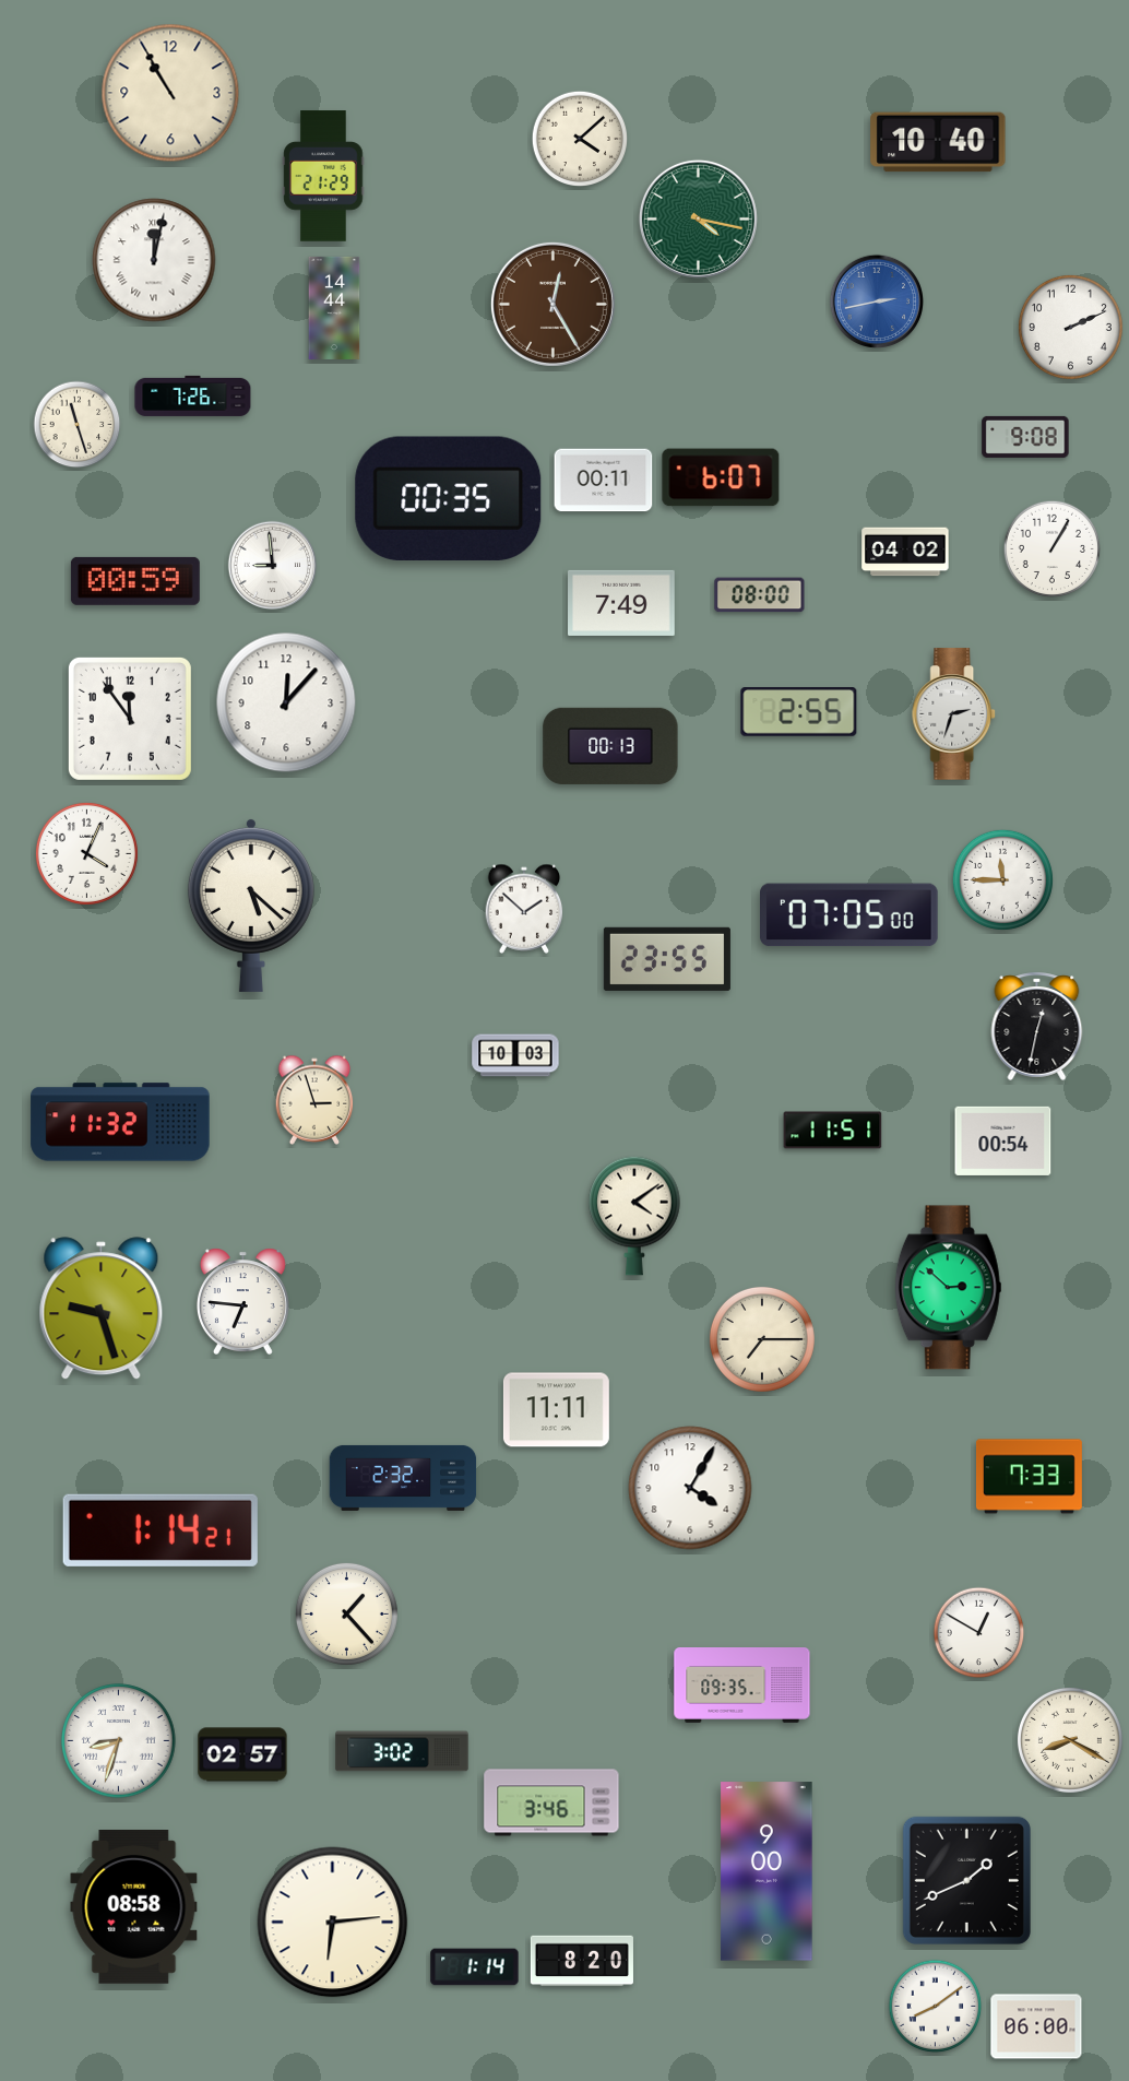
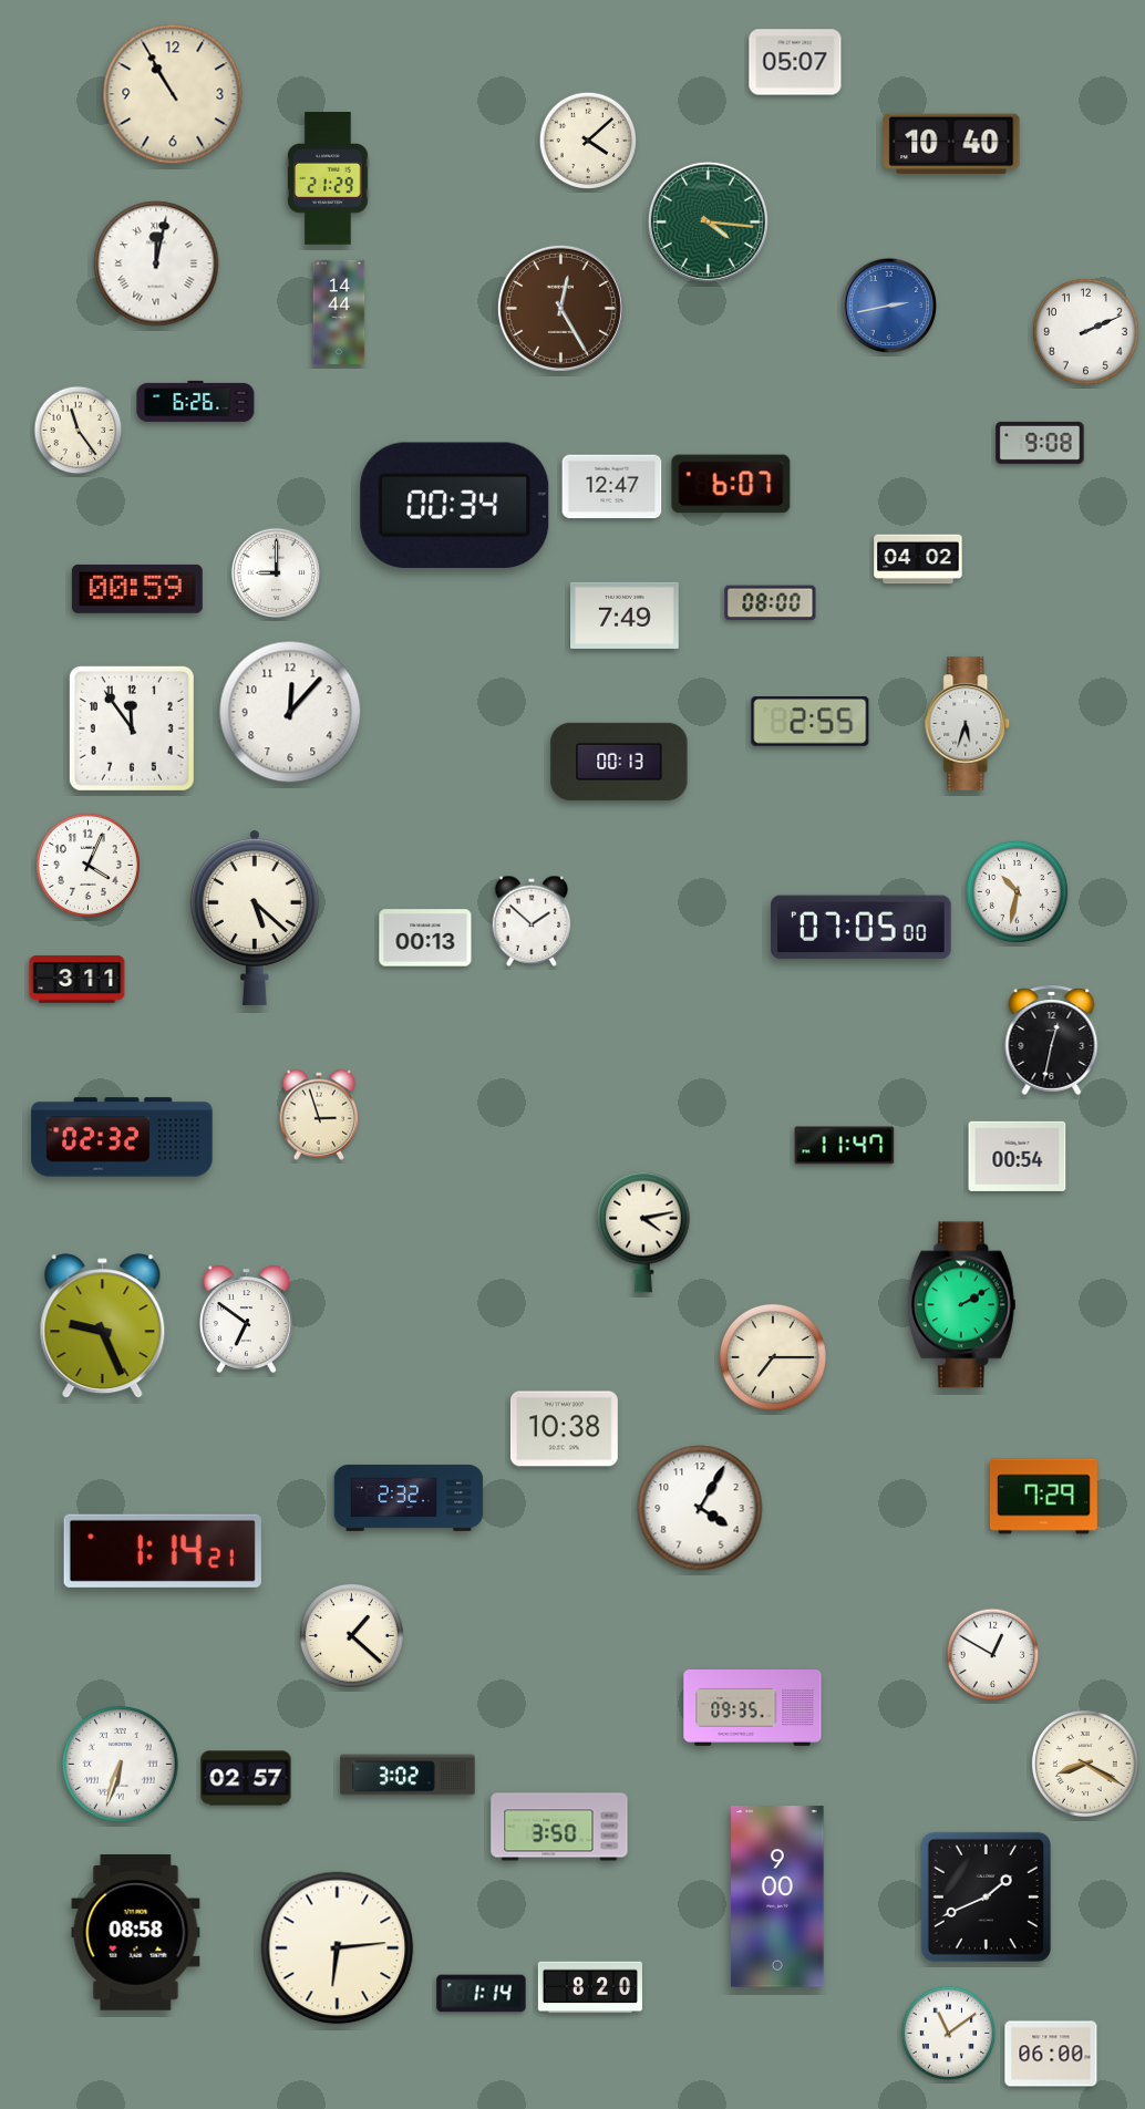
clock at (795, 62): none -> 05:07
clock at (698, 218): 4:17 -> 4:16
clock at (193, 395): 7:26 -> 6:26
clock at (78, 425): 11:27 -> 11:24
clock at (604, 481): 00:11 -> 12:47
clock at (449, 498): 00:35 -> 00:34
clock at (1051, 548): 1:05 -> none
clock at (273, 566): 8:59 -> 9:00
clock at (622, 603) position: (622, 603) -> (626, 616)
clock at (954, 714): 2:33 -> 5:33
clock at (610, 746) position: (610, 746) -> (619, 762)
clock at (1002, 879): 11:45 -> 10:32
clock at (425, 938): none -> 00:13
clock at (667, 959): 23:55 -> none
clock at (78, 980): none -> 3:11
clock at (515, 1055): 10:03 -> none
clock at (120, 1122): 11:32 -> 02:32
clock at (833, 1131): 11:51 -> 11:47
clock at (634, 1216): 4:09 -> 4:13
clock at (948, 1288): 2:52 -> 2:10
clock at (242, 1301): 6:46 -> 6:51
clock at (102, 1309): 9:27 -> 9:26
clock at (556, 1410): 11:11 -> 10:38
clock at (1029, 1477): 7:33 -> 7:29
clock at (346, 1613): 1:23 -> 1:22
clock at (119, 1741): 8:33 -> 6:33
clock at (551, 1802): 3:46 -> 3:50
clock at (966, 1880) position: (966, 1880) -> (986, 1896)
clock at (936, 2007): 8:09 -> 11:09
